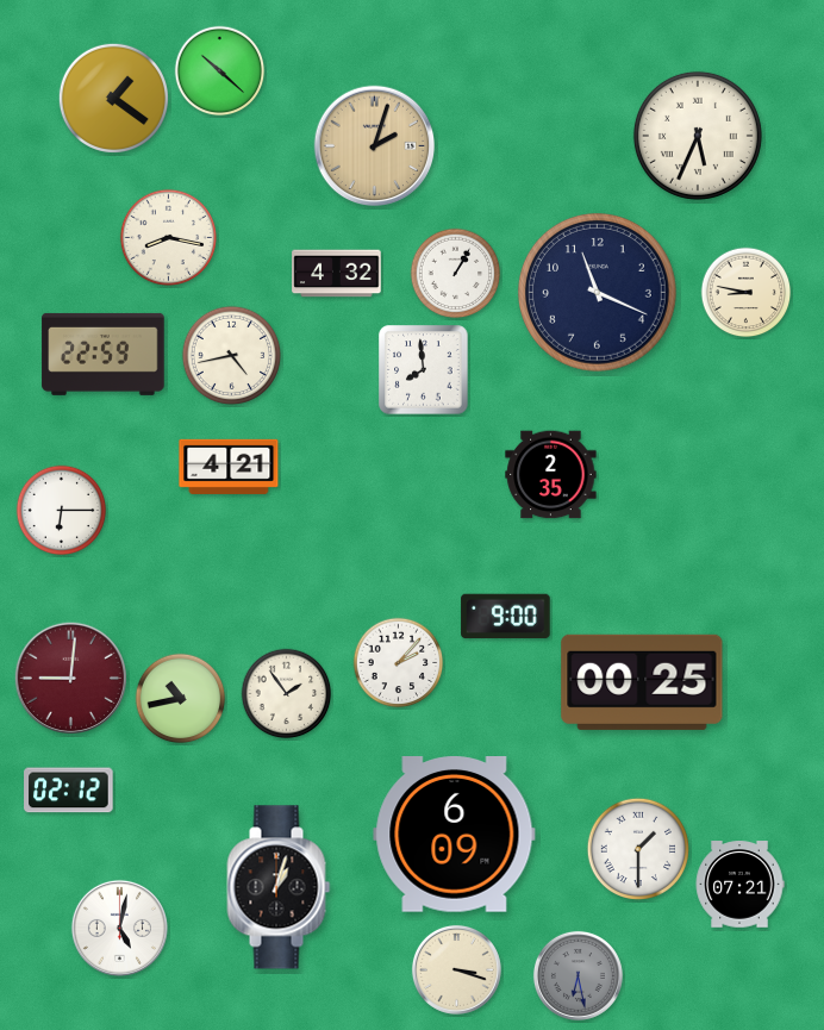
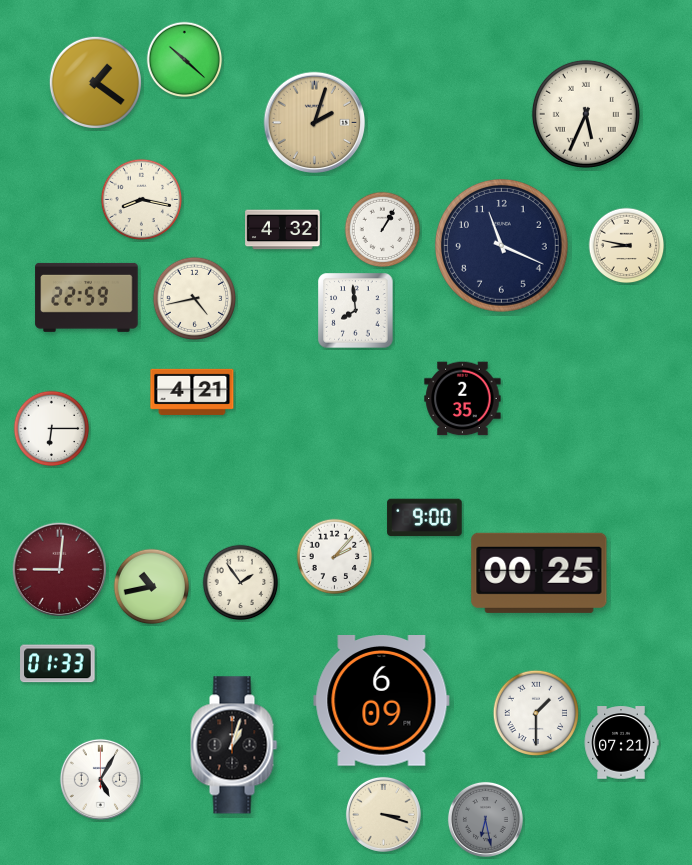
clock at (69, 791): 02:12 -> 01:33
clock at (119, 928): 5:02 -> 5:05
